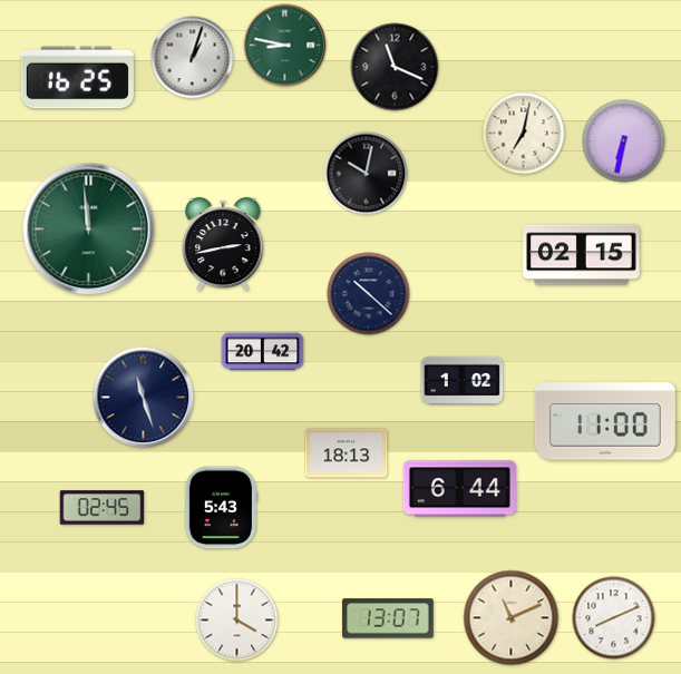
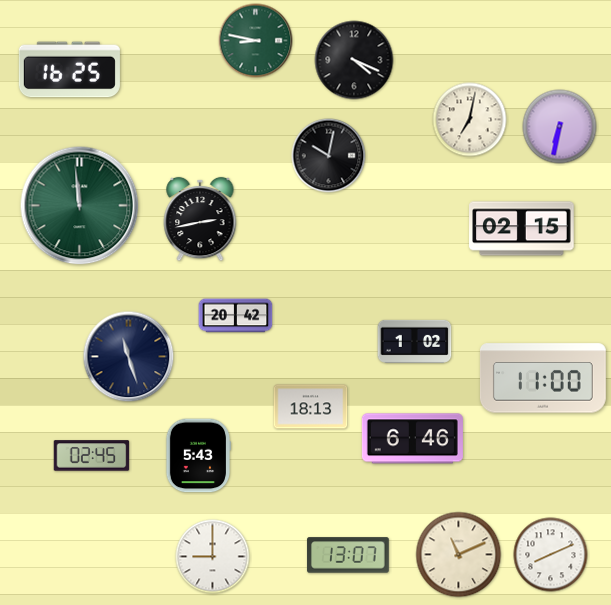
clock at (193, 58): 1:03 -> none
clock at (395, 67): 11:19 -> 4:19
clock at (369, 294): 10:22 -> none
clock at (459, 489): 6:44 -> 6:46
clock at (237, 621): 4:00 -> 9:00
